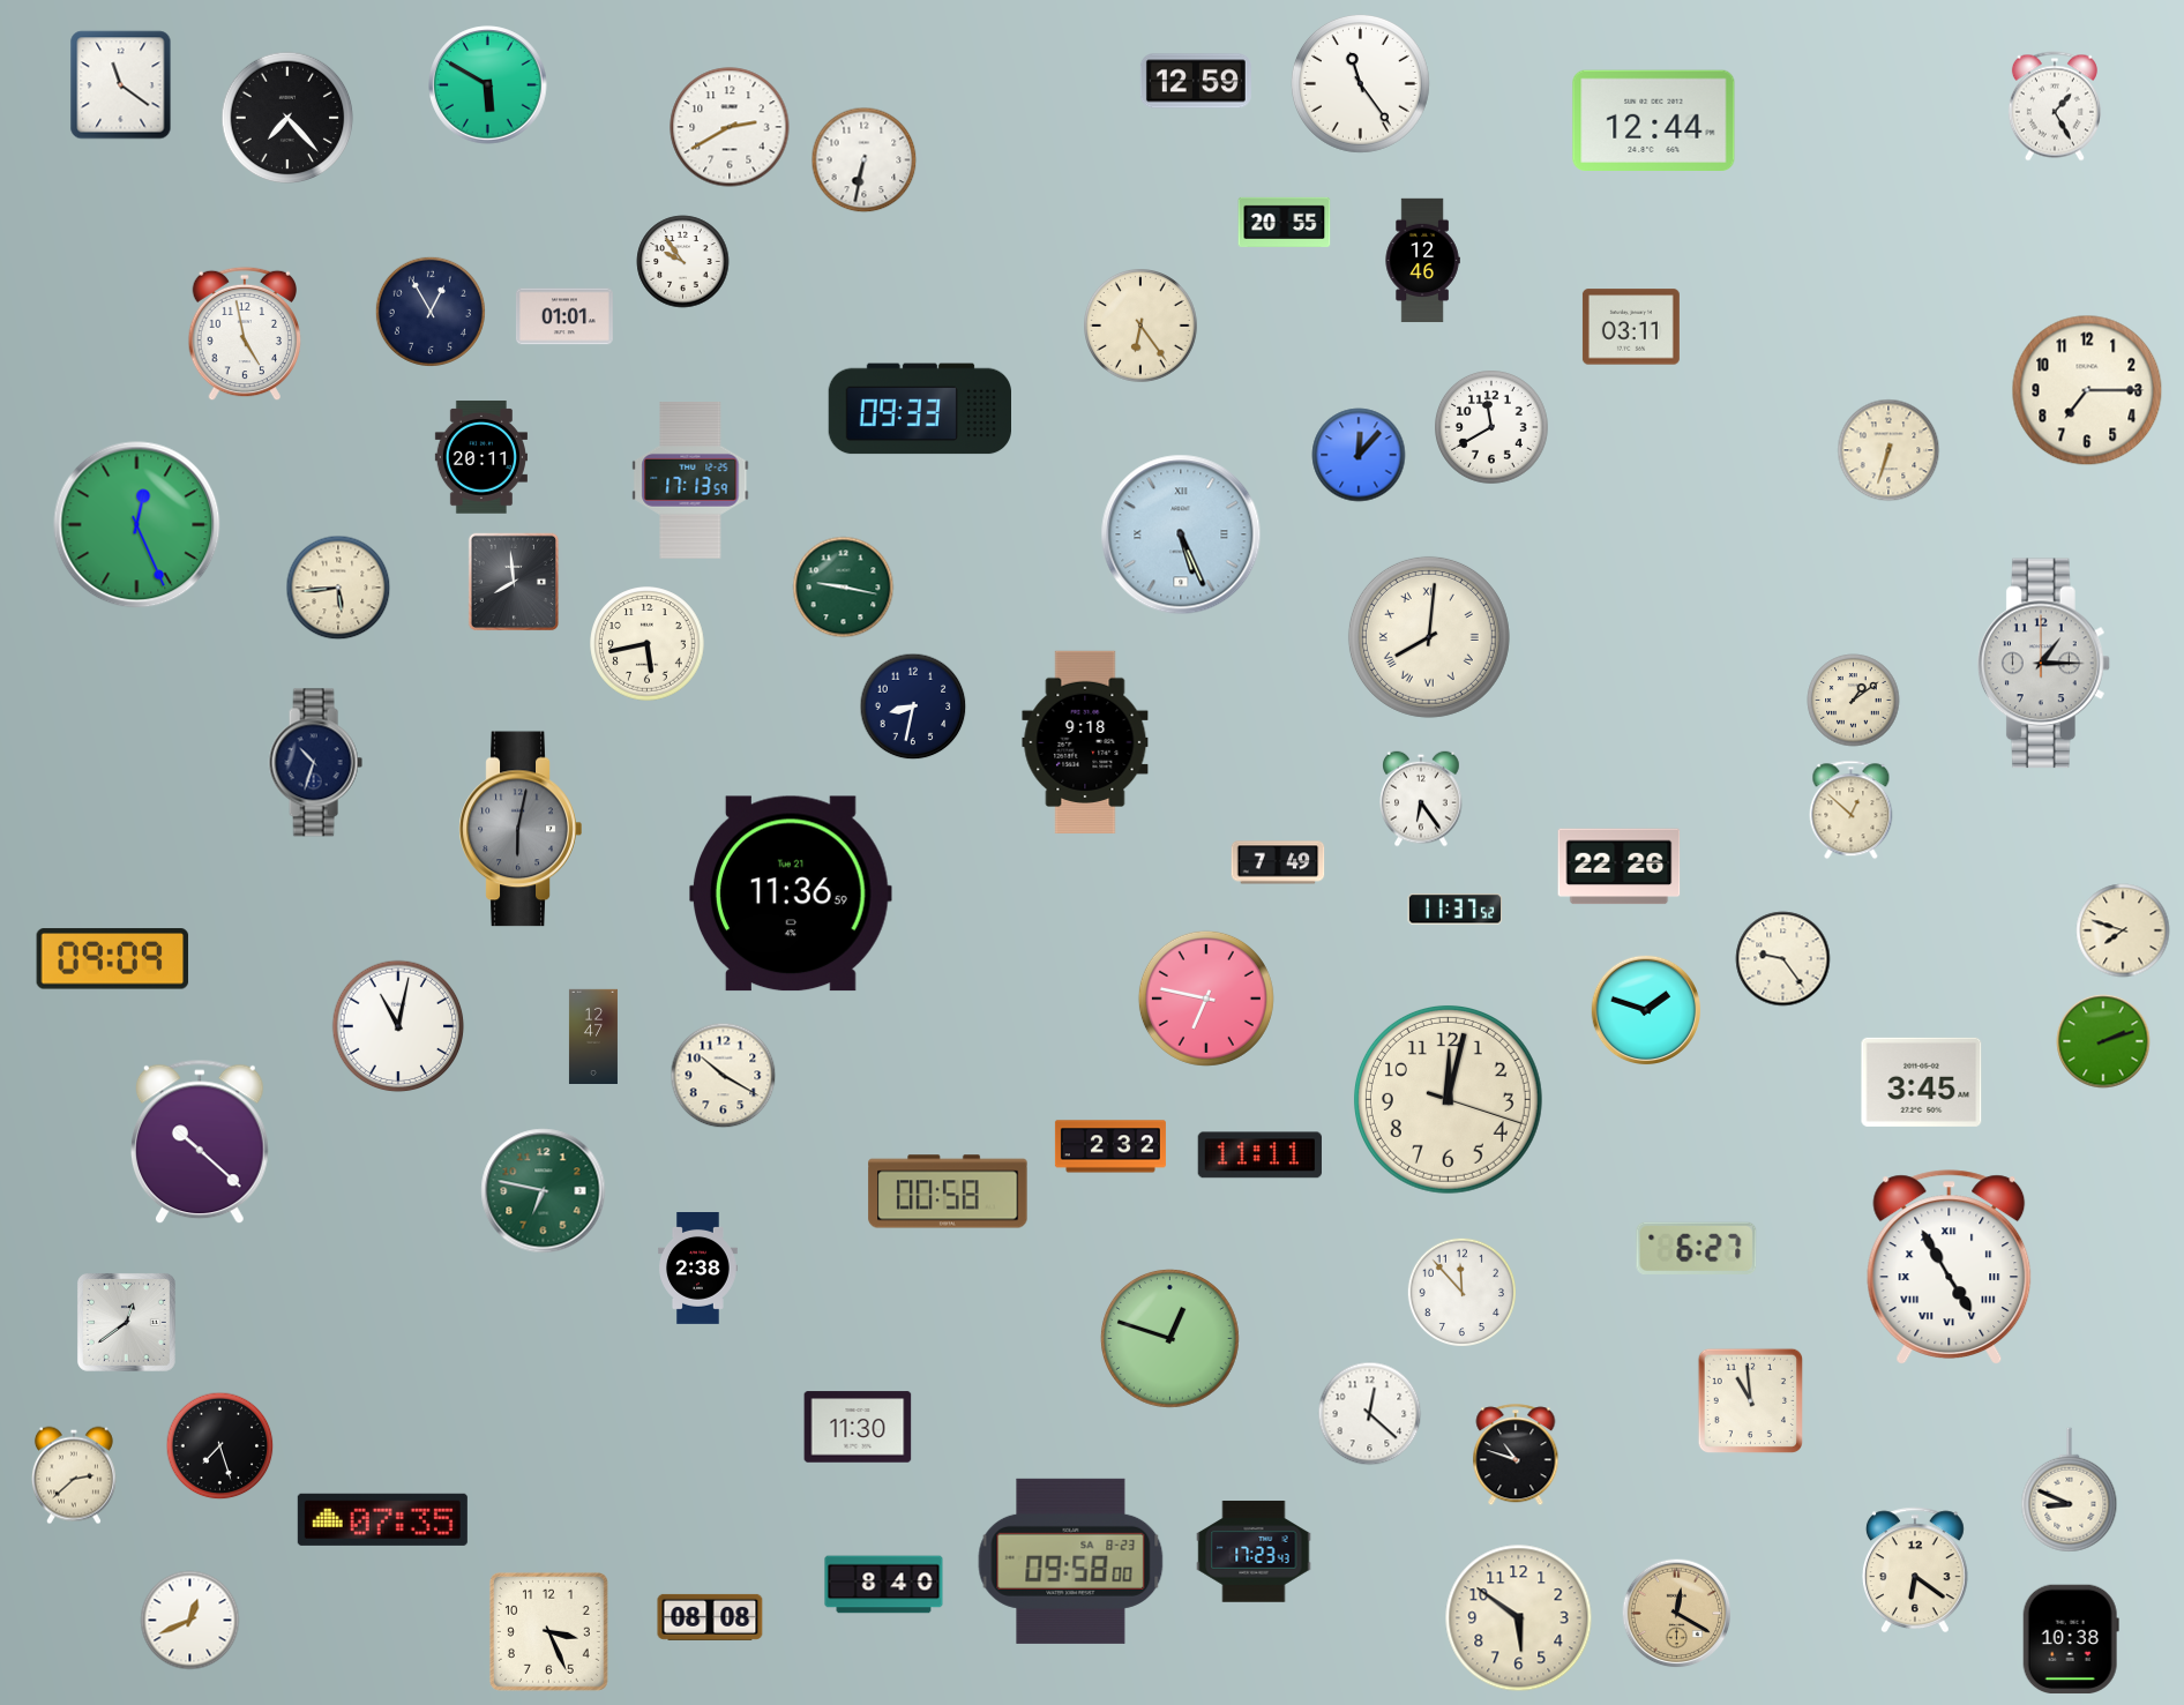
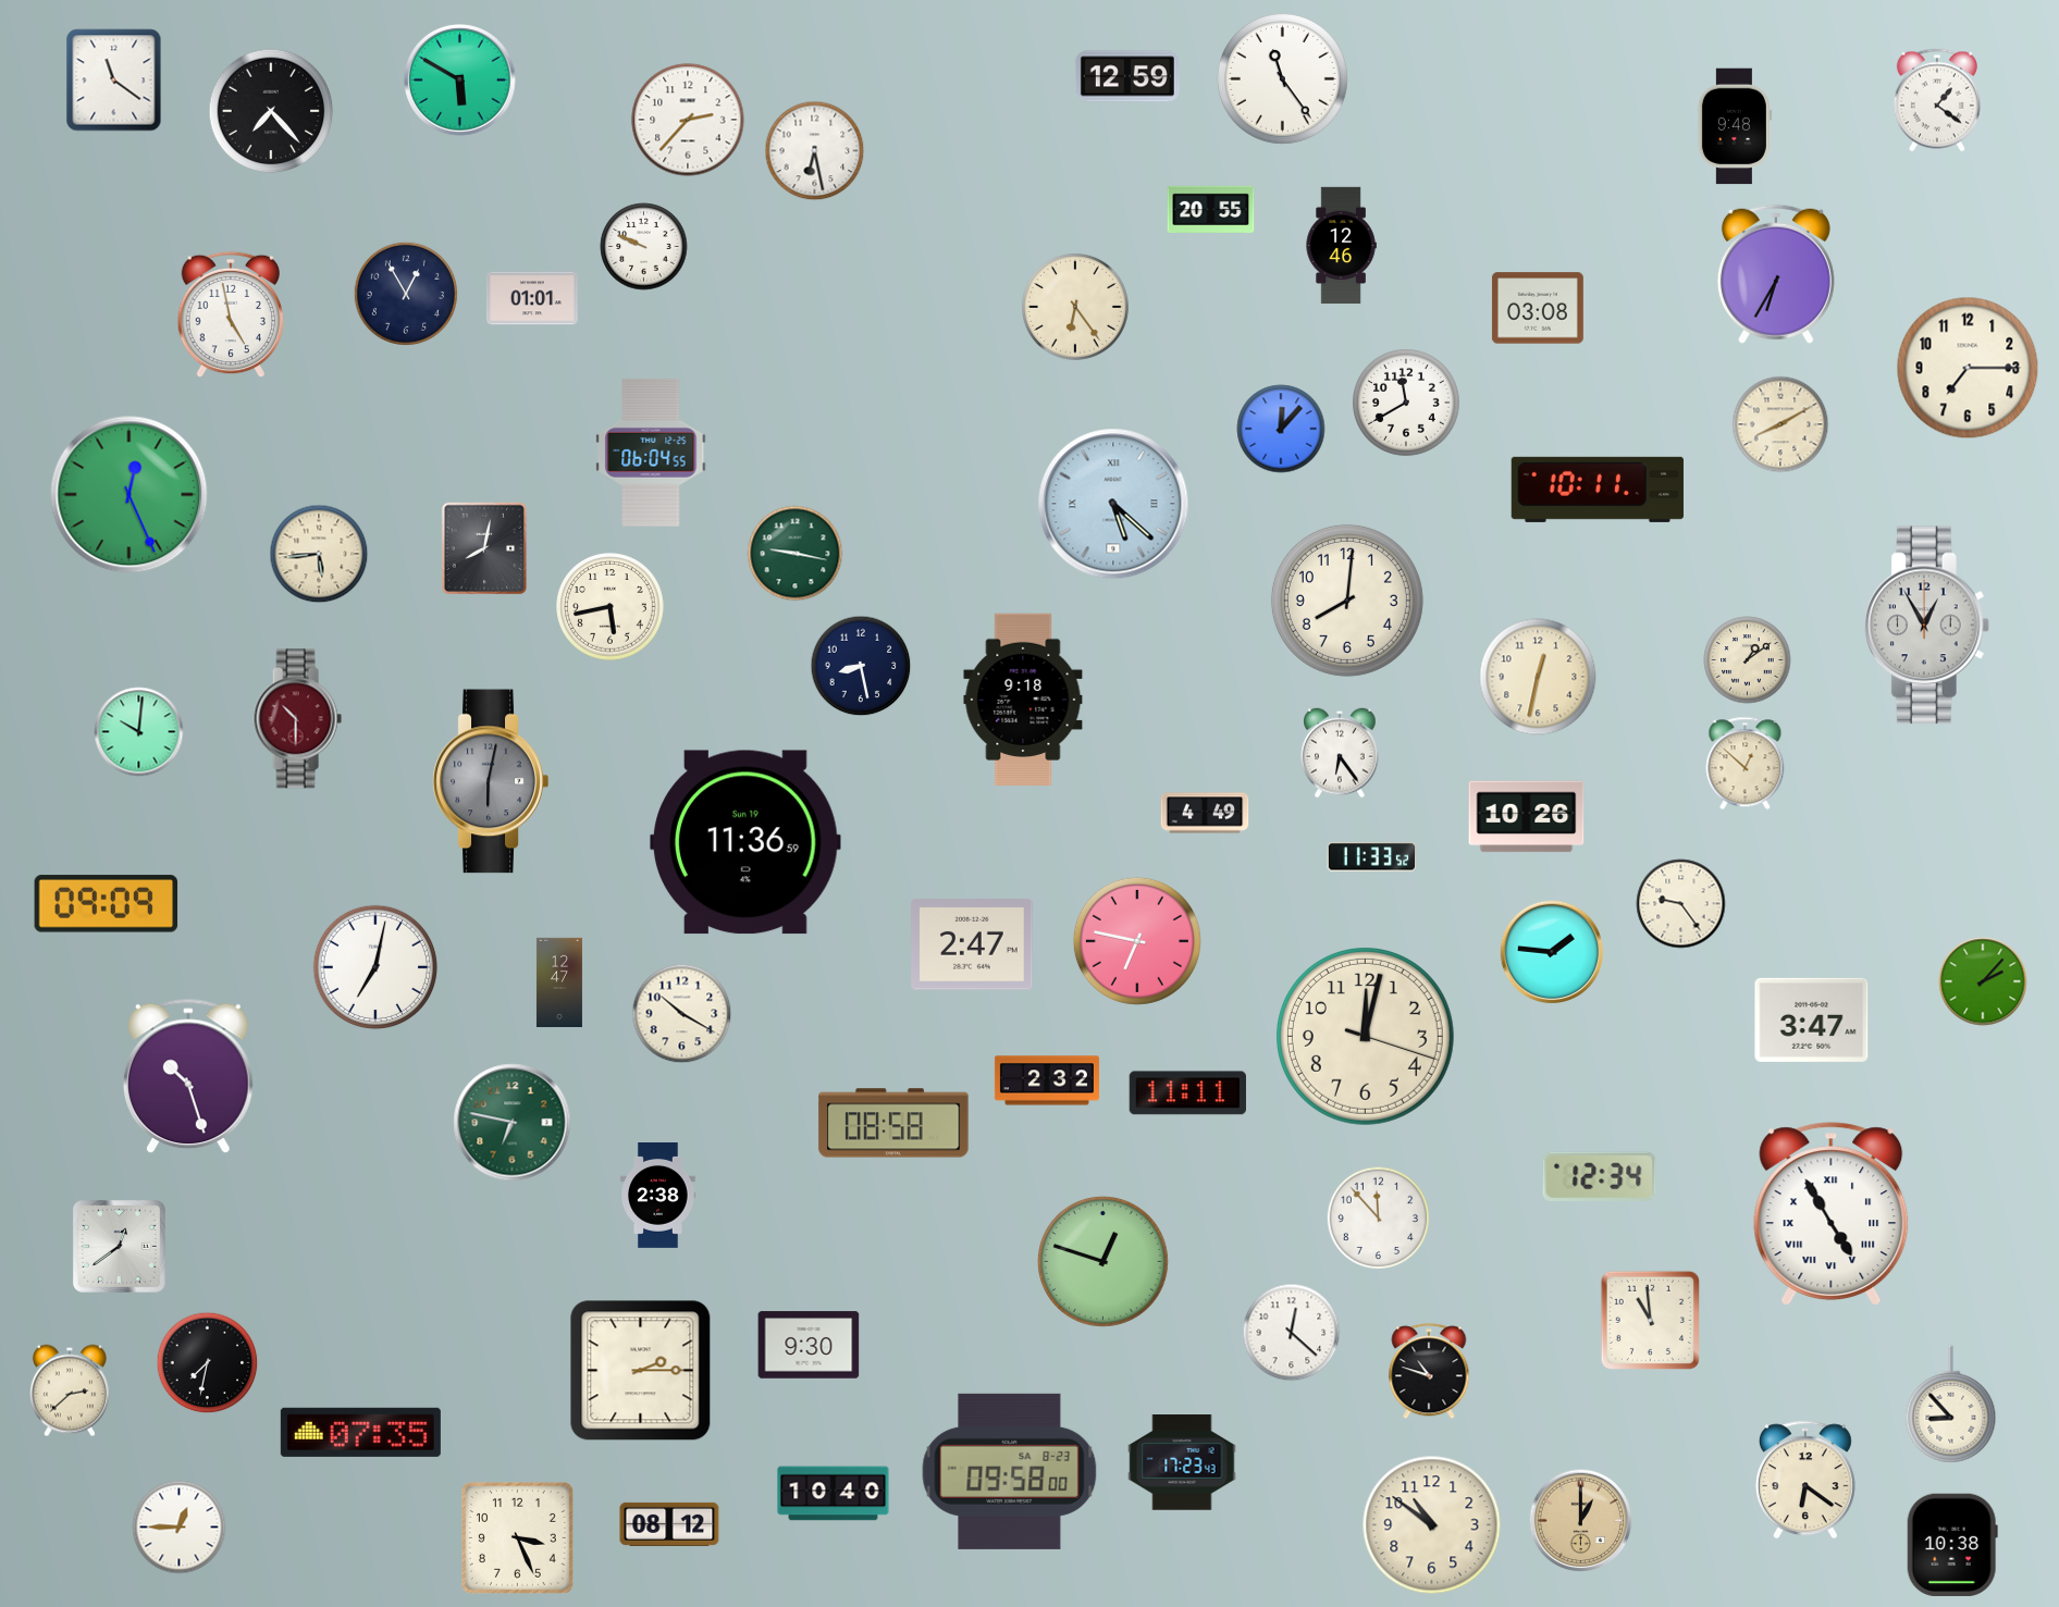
clock at (2055, 106): 1:25 -> 1:21
clock at (1654, 120): 12:44 -> none
clock at (730, 127): 2:40 -> 2:37
clock at (1735, 126): none -> 9:48
clock at (865, 160): 6:32 -> 6:28
clock at (683, 262): 9:54 -> 9:49
clock at (1776, 274): none -> 6:35
clock at (1631, 327): 03:11 -> 03:08
clock at (919, 409): 09:33 -> none
clock at (1888, 450): 6:33 -> 8:10
clock at (481, 457): 20:11 -> none
clock at (690, 481): 17:13 -> 06:04
clock at (1598, 490): none -> 10:11
clock at (1181, 534): 5:26 -> 5:22
clock at (513, 582): 7:59 -> 8:02
clock at (1429, 637) numerals: Roman -> Arabic
clock at (2043, 664): 1:15 -> 12:55
clock at (913, 706): 8:32 -> 8:28
clock at (1538, 677): none -> 12:32
clock at (315, 763): 10:33 -> 10:30
clock at (315, 763) dial: navy -> burgundy
clock at (139, 732): none -> 10:01
clock at (1278, 862): 7:49 -> 4:49
clock at (1620, 867): 22:26 -> 10:26
clock at (792, 893) date: Tue 21 -> Sun 19
clock at (1456, 910): 11:37 -> 11:33
clock at (2123, 930): 7:48 -> none
clock at (972, 944): none -> 2:47
clock at (1646, 1010): 1:48 -> 1:46
clock at (398, 1026): 11:02 -> 7:02
clock at (593, 1035) position: (593, 1035) -> (559, 981)
clock at (2103, 1041): 2:12 -> 2:07
clock at (1922, 1082): 3:45 -> 3:47
clock at (200, 1142): 10:22 -> 10:27
clock at (1259, 1156) position: (1259, 1156) -> (1187, 1093)
clock at (948, 1191): 00:58 -> 08:58
clock at (1697, 1248): 6:27 -> 12:34
clock at (1950, 1267) position: (1950, 1267) -> (1832, 1214)
clock at (858, 1427): 11:30 -> 9:30
clock at (220, 1446): 7:27 -> 7:32
clock at (641, 1371): none -> 2:15
clock at (2070, 1490): 8:49 -> 8:53
clock at (884, 1585): 8:40 -> 10:40
clock at (1677, 1614): 12:20 -> 1:00
clock at (710, 1617): 08:08 -> 08:12
clock at (1519, 1618): 5:51 -> 10:51
clock at (190, 1621): 12:41 -> 12:45
